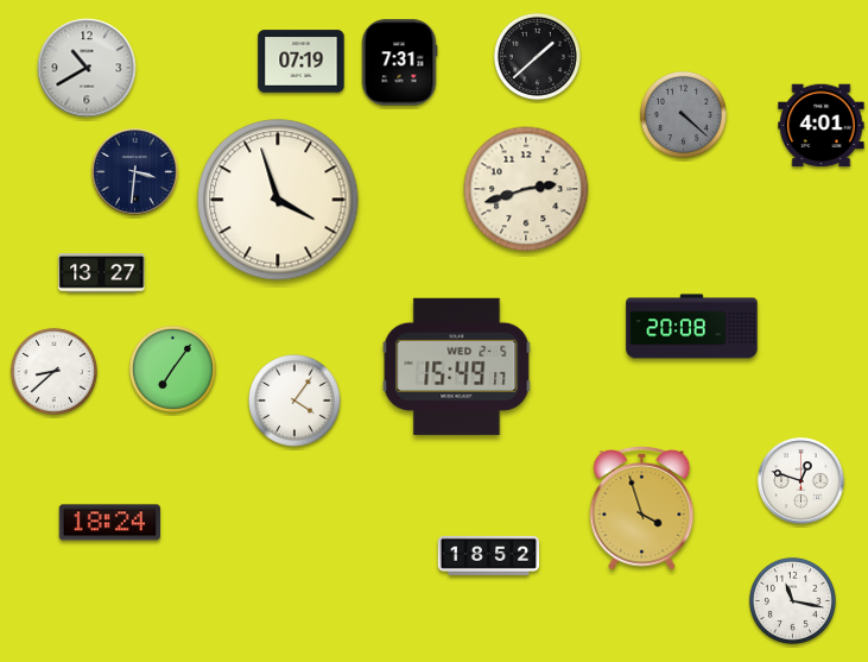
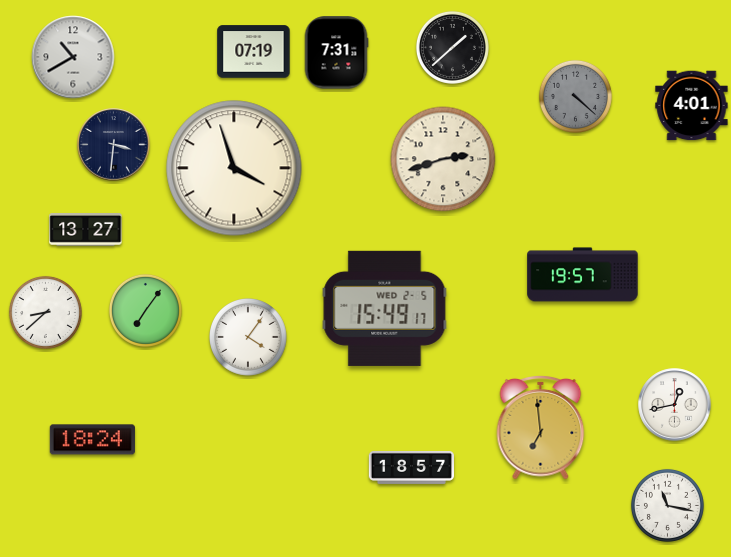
clock at (692, 327): 20:08 -> 19:57
clock at (802, 481): 12:48 -> 12:43
clock at (642, 507): 3:57 -> 6:59
clock at (489, 555): 18:52 -> 18:57
